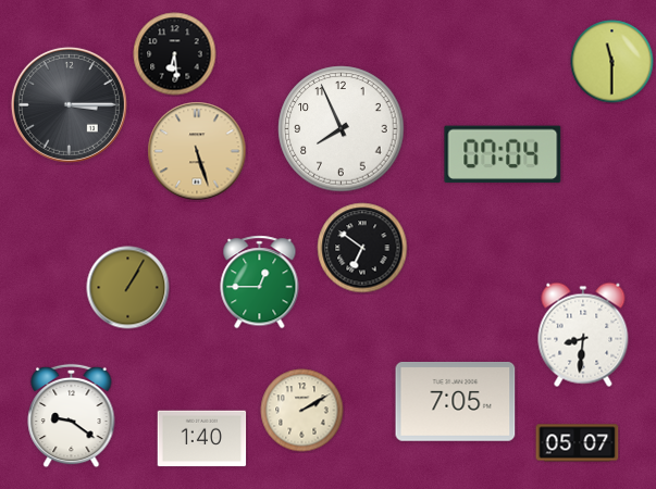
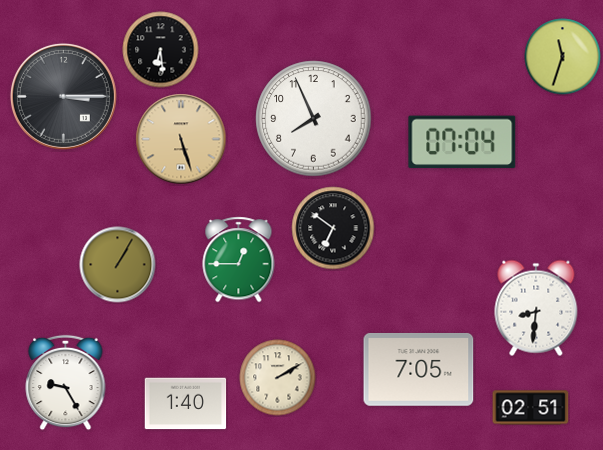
clock at (612, 62): 11:30 -> 11:33
clock at (72, 416): 9:21 -> 9:25
clock at (578, 443): 05:07 -> 02:51
